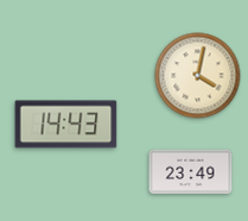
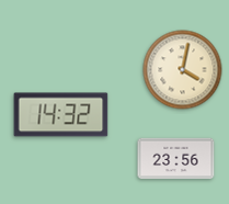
clock at (66, 125): 14:43 -> 14:32
clock at (191, 172): 23:49 -> 23:56
